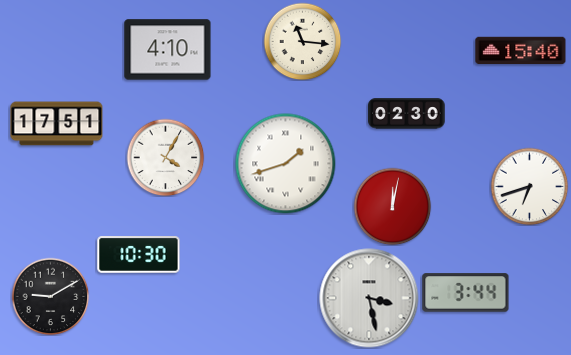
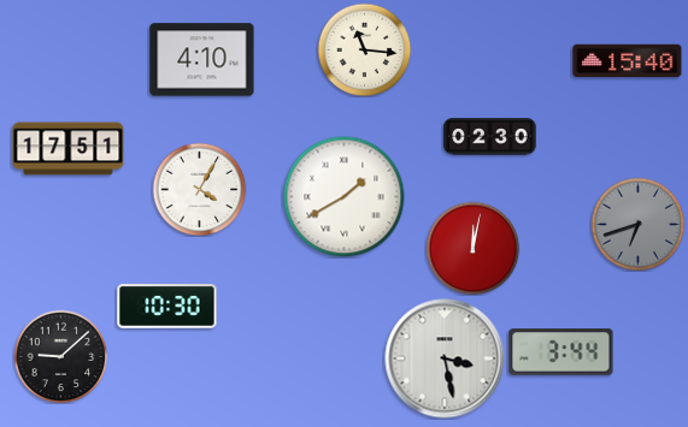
clock at (286, 164): 1:42 -> 1:40
clock at (529, 186) dial: white -> grey
clock at (50, 296): 9:10 -> 9:08
